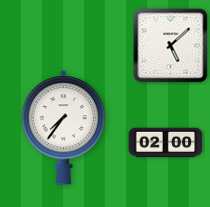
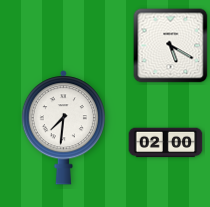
clock at (171, 46): 5:08 -> 5:20
clock at (63, 128): 7:36 -> 7:31
